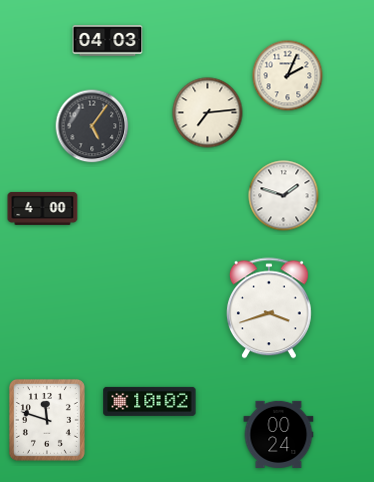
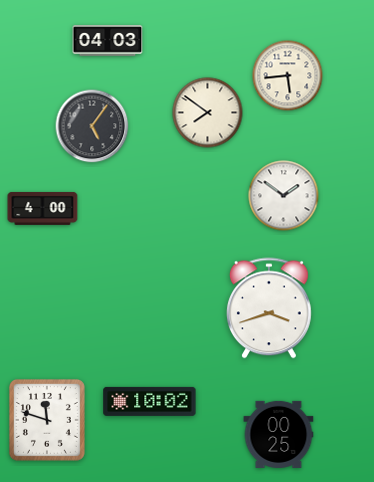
clock at (288, 76): 2:04 -> 5:44
clock at (208, 113): 7:14 -> 7:51
clock at (284, 196): 1:48 -> 1:51
clock at (279, 434): 00:24 -> 00:25
